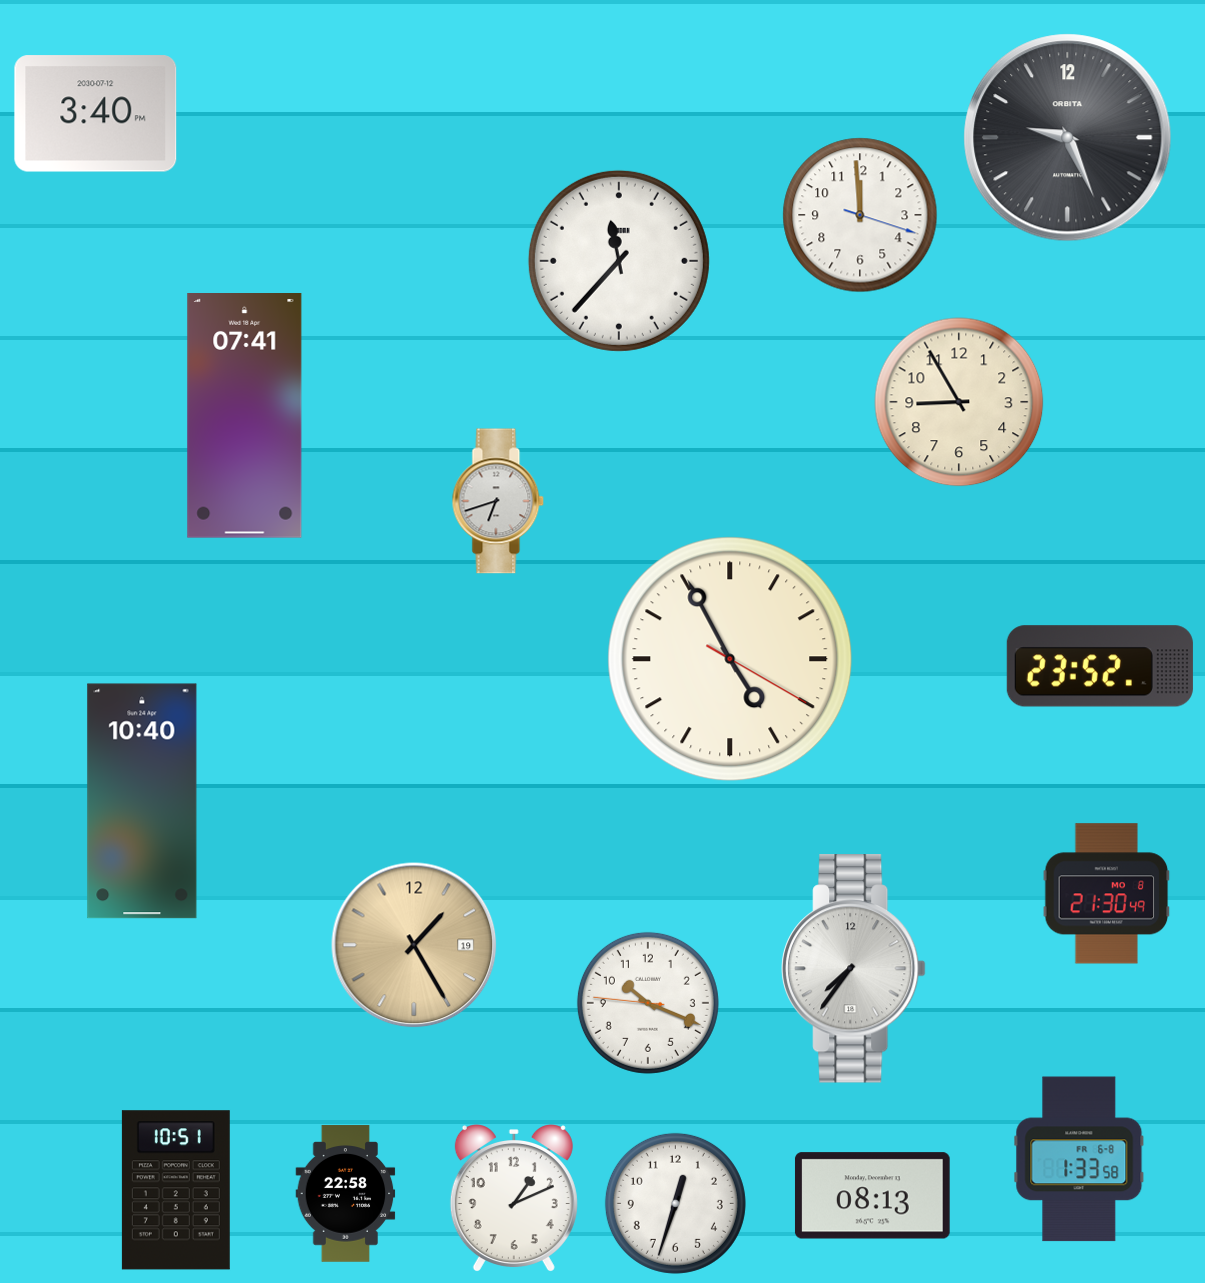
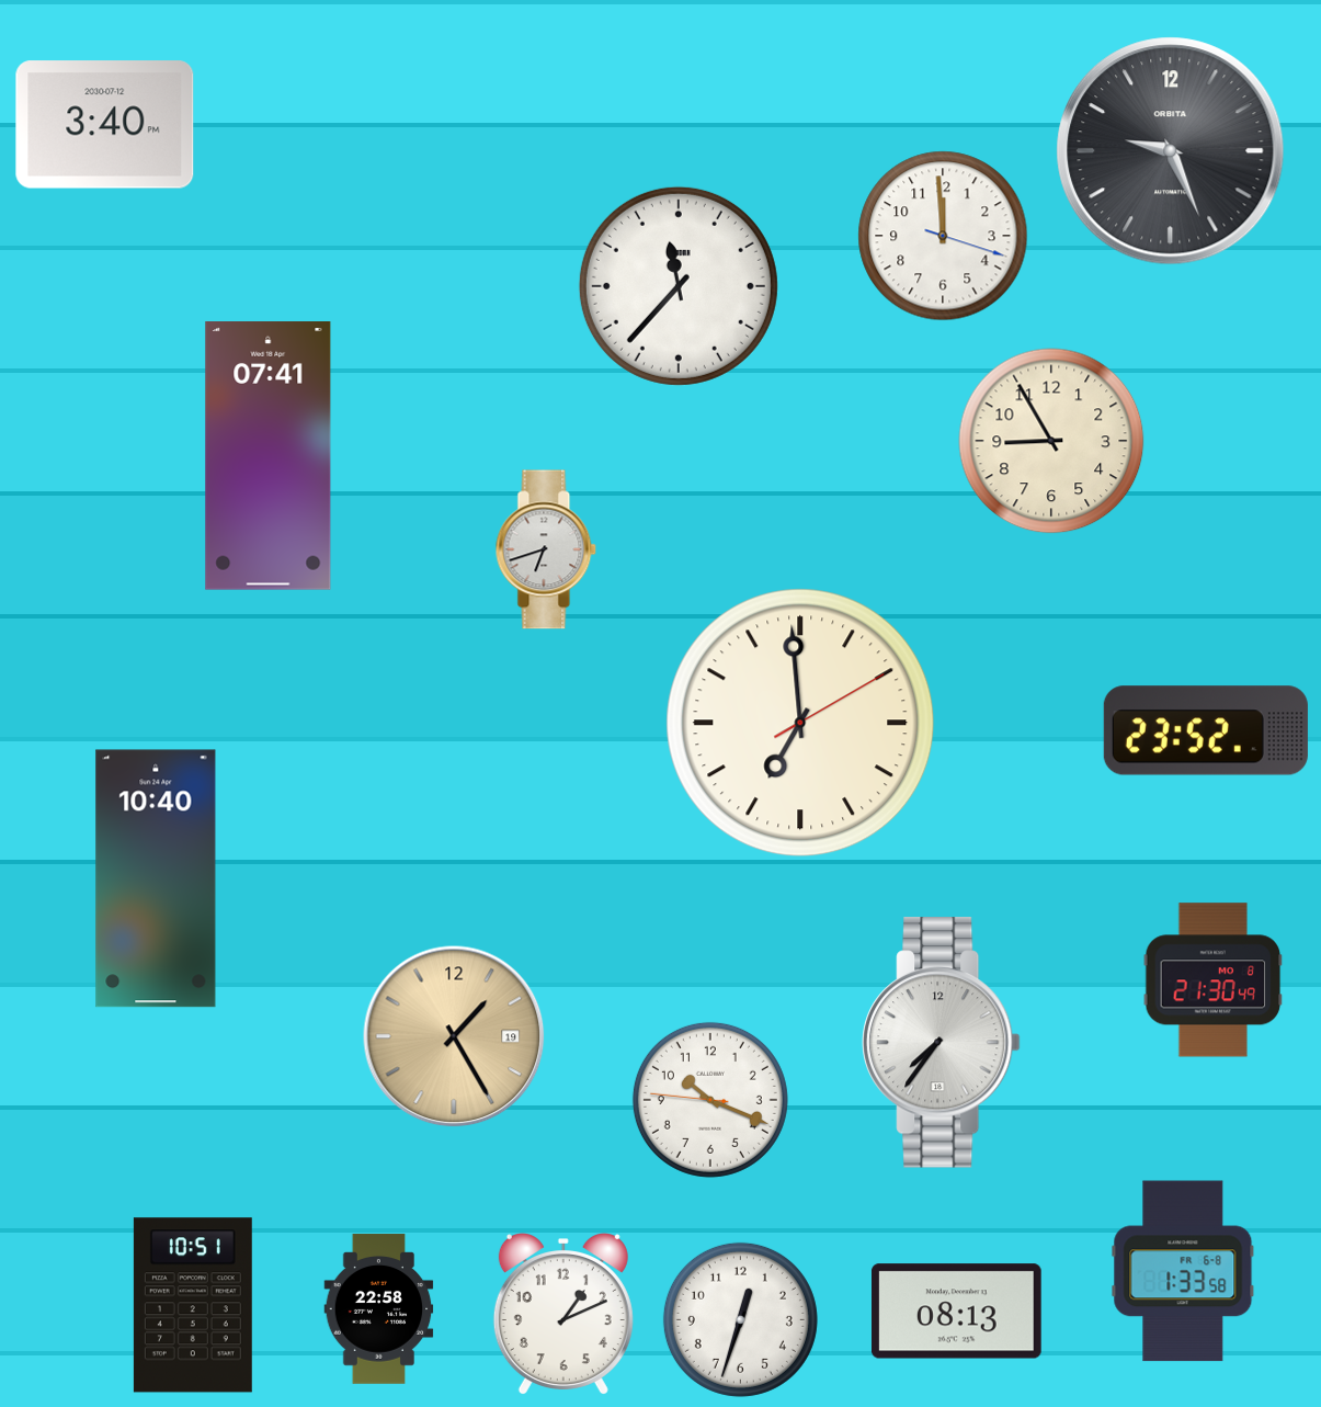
clock at (730, 659): 4:55 -> 6:59
clock at (854, 969) position: (854, 969) -> (942, 1043)
